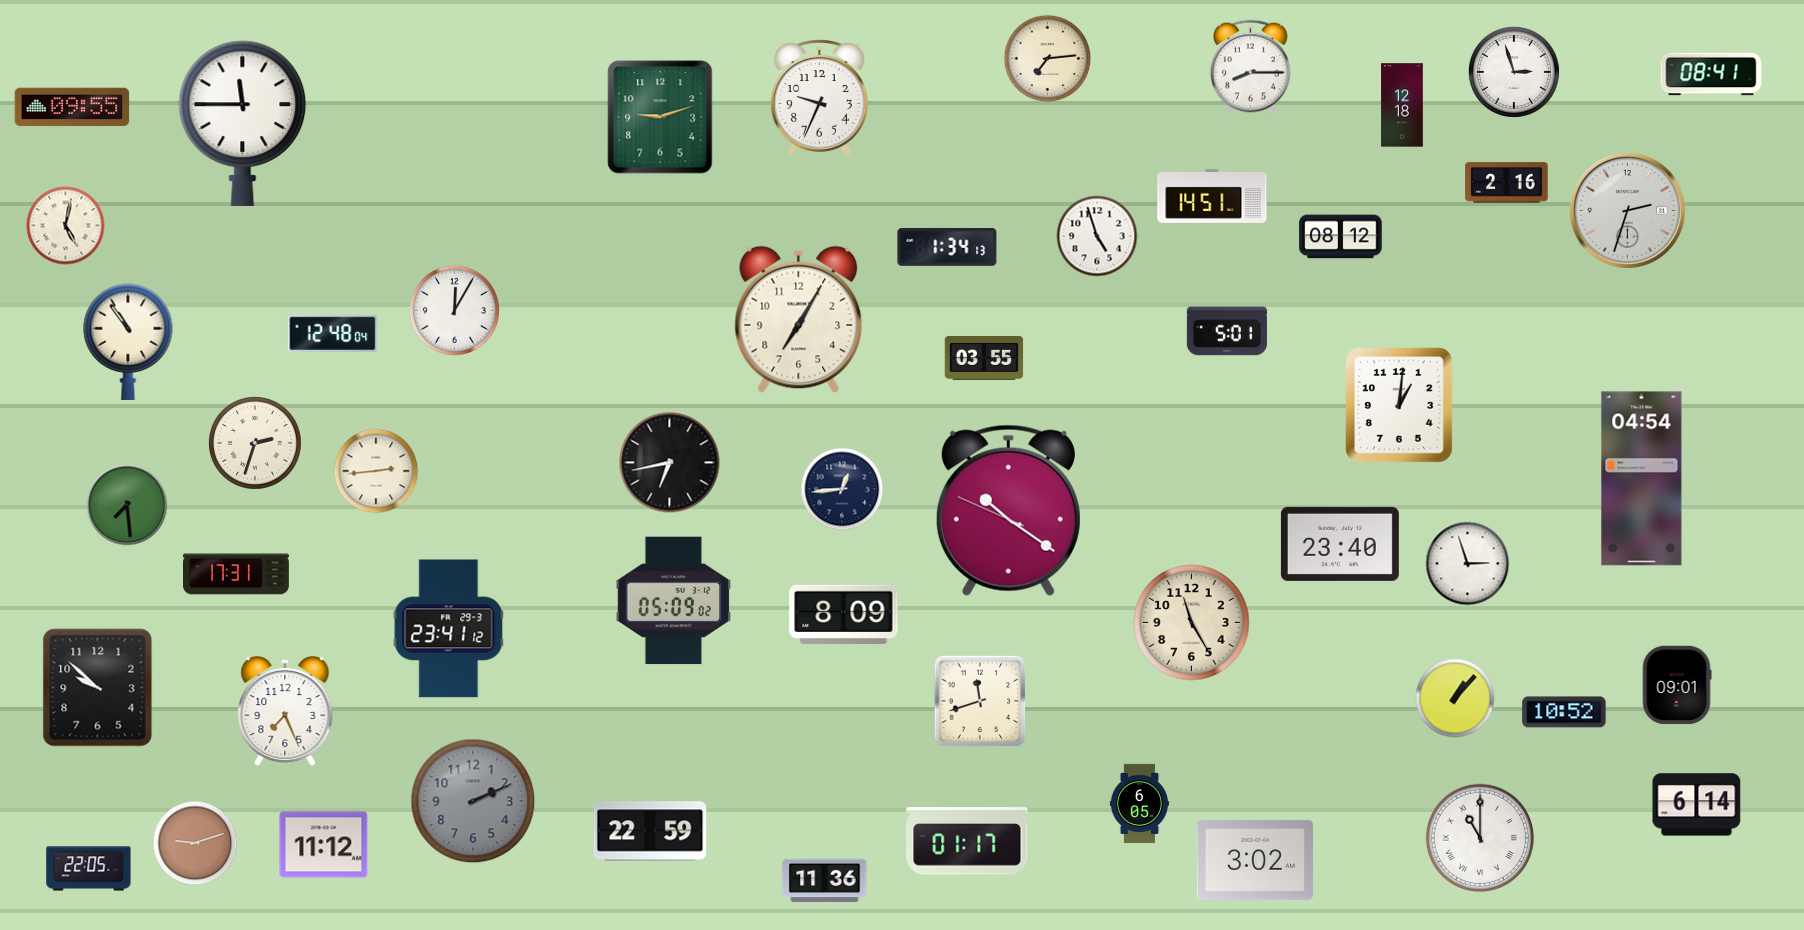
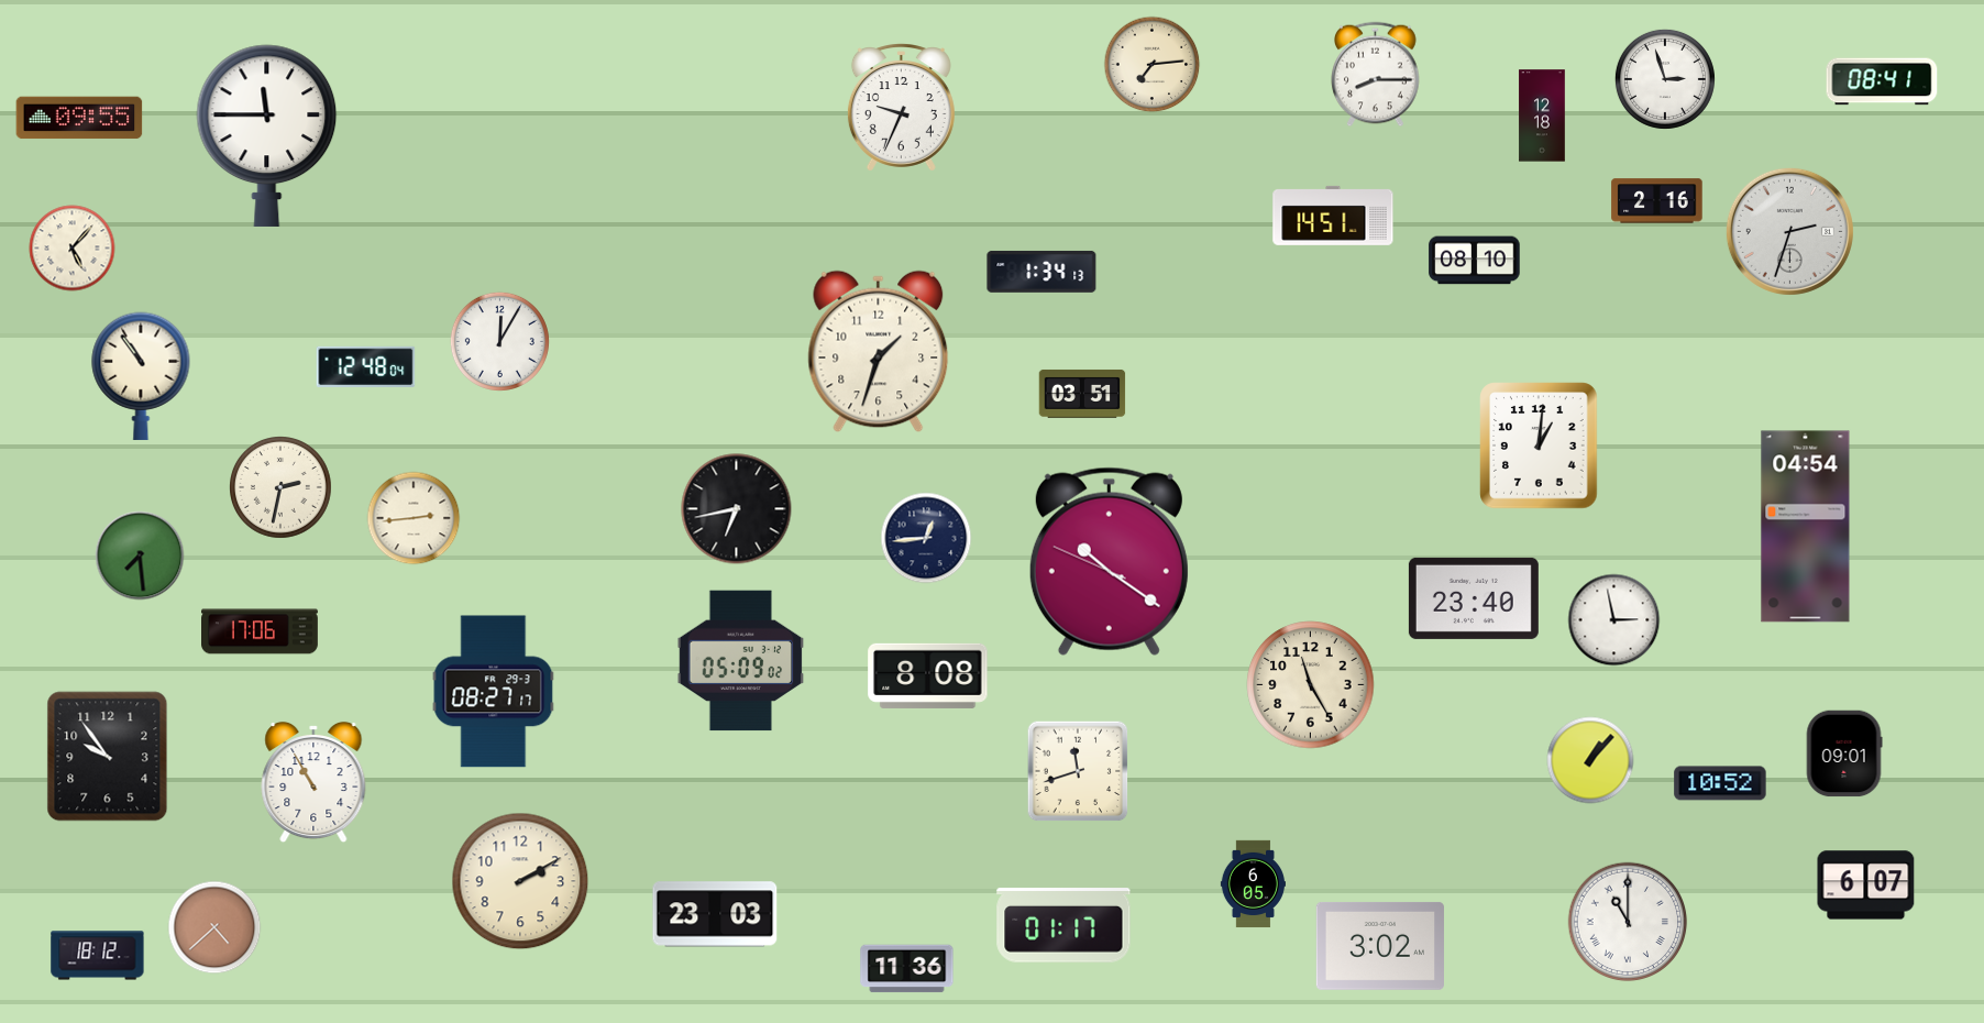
clock at (660, 117): 9:12 -> none
clock at (66, 226): 5:02 -> 5:07
clock at (1097, 236): 4:57 -> none
clock at (1341, 237): 08:12 -> 08:10
clock at (799, 320): 7:05 -> 1:33
clock at (1227, 331): 5:01 -> none
clock at (984, 358): 03:55 -> 03:51
clock at (256, 444): 2:33 -> 2:32
clock at (1468, 564): 2:57 -> 2:58
clock at (237, 574): 17:31 -> 17:06
clock at (844, 614): 8:09 -> 8:08
clock at (449, 629): 23:41 -> 08:27
clock at (98, 688): 9:52 -> 9:54
clock at (1455, 698) position: (1455, 698) -> (1590, 760)
clock at (285, 711): 7:26 -> 10:55
clock at (473, 801): 2:11 -> 2:10
clock at (473, 801) dial: grey -> cream
clock at (1697, 805): 6:14 -> 6:07
clock at (650, 831): 22:59 -> 23:03
clock at (195, 843): 9:12 -> 4:38
clock at (324, 845): 11:12 -> none
clock at (89, 869): 22:05 -> 18:12
